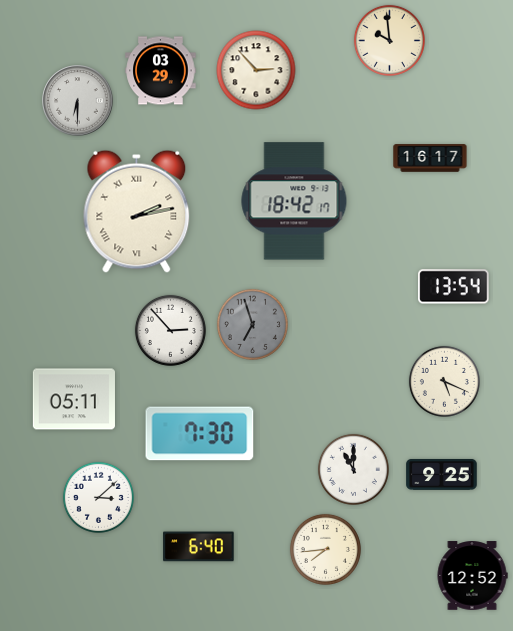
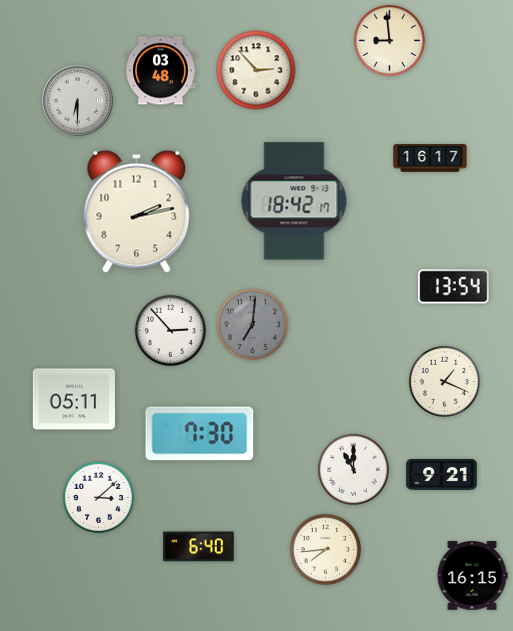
clock at (389, 40): 9:59 -> 8:59
clock at (161, 71): 03:29 -> 03:48
clock at (137, 211) numerals: Roman -> Arabic
clock at (252, 324): 6:57 -> 7:01
clock at (444, 381): 5:19 -> 1:19
clock at (442, 474): 9:25 -> 9:21
clock at (472, 576): 12:52 -> 16:15
